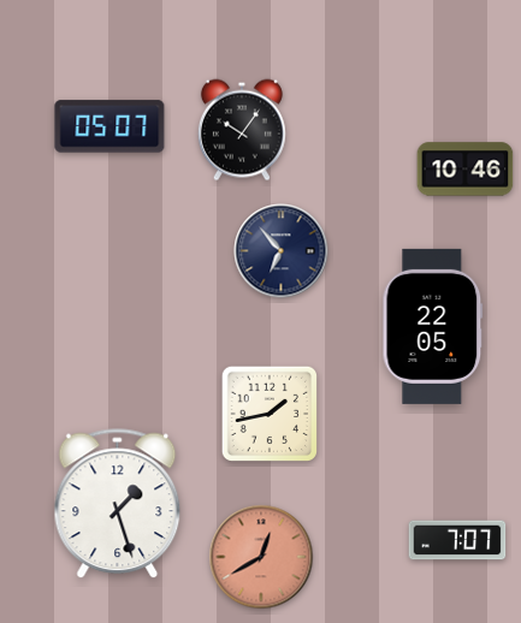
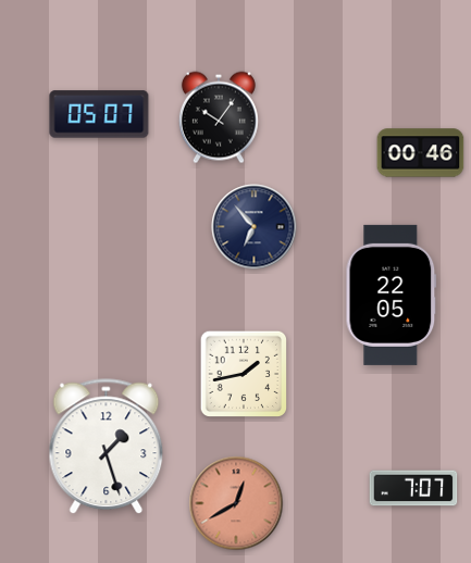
clock at (466, 170): 10:46 -> 00:46
clock at (118, 504) position: (118, 504) -> (107, 447)
